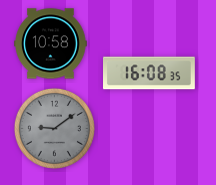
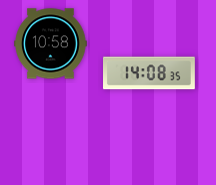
clock at (150, 73): 16:08 -> 14:08
clock at (54, 128): 9:09 -> none
